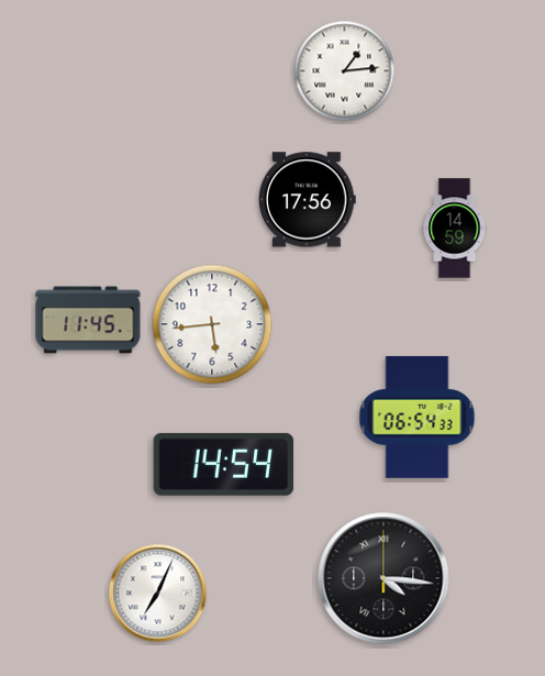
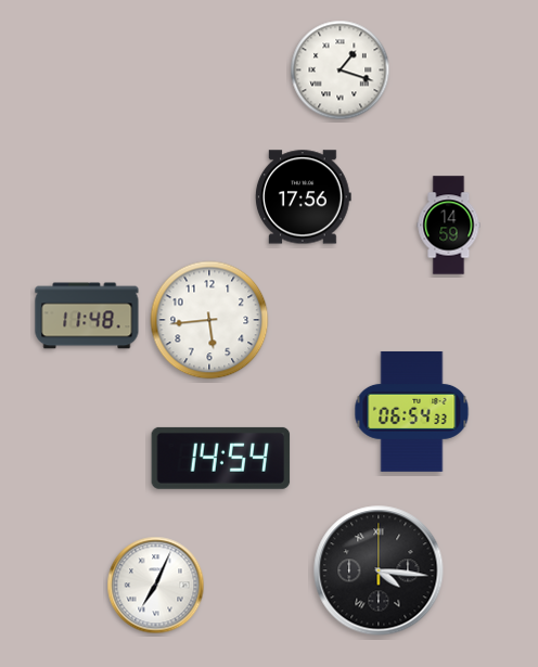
clock at (345, 71): 1:14 -> 1:18
clock at (88, 320): 11:45 -> 11:48
